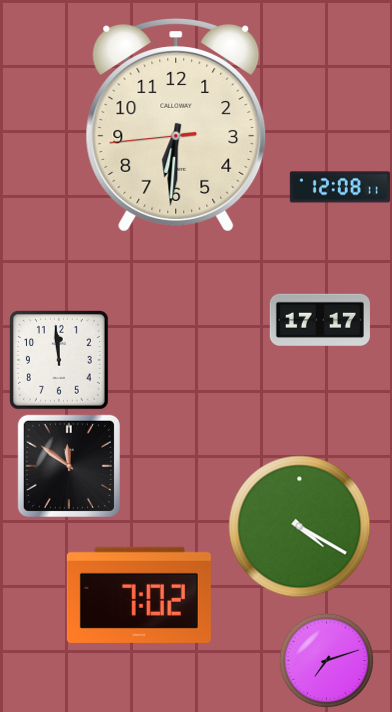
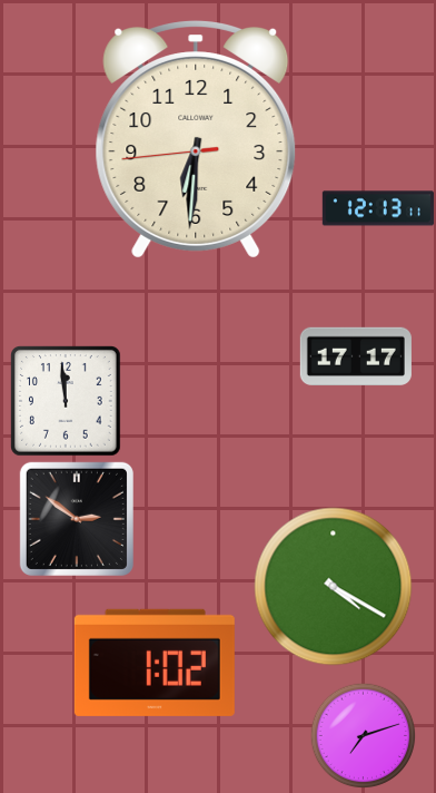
clock at (340, 187): 12:08 -> 12:13
clock at (69, 466): 11:51 -> 2:51
clock at (139, 595): 7:02 -> 1:02
